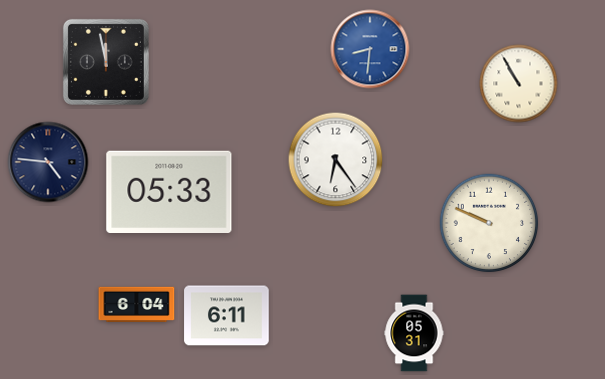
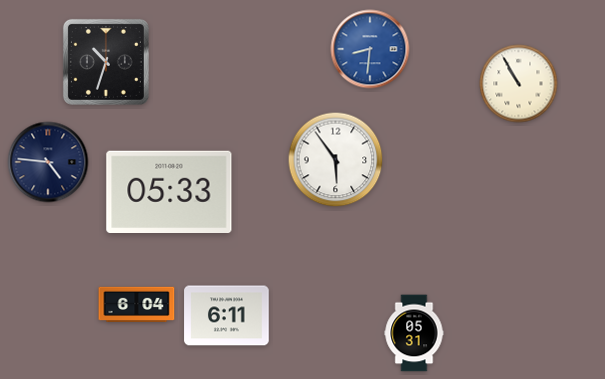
clock at (106, 62): 11:58 -> 10:33
clock at (336, 160): 6:24 -> 5:54
clock at (489, 223): 9:49 -> none
